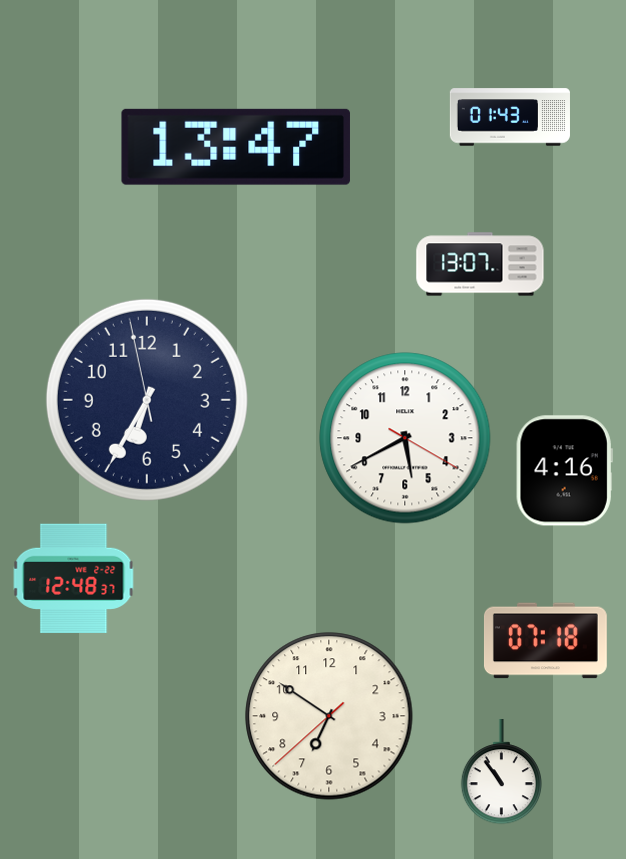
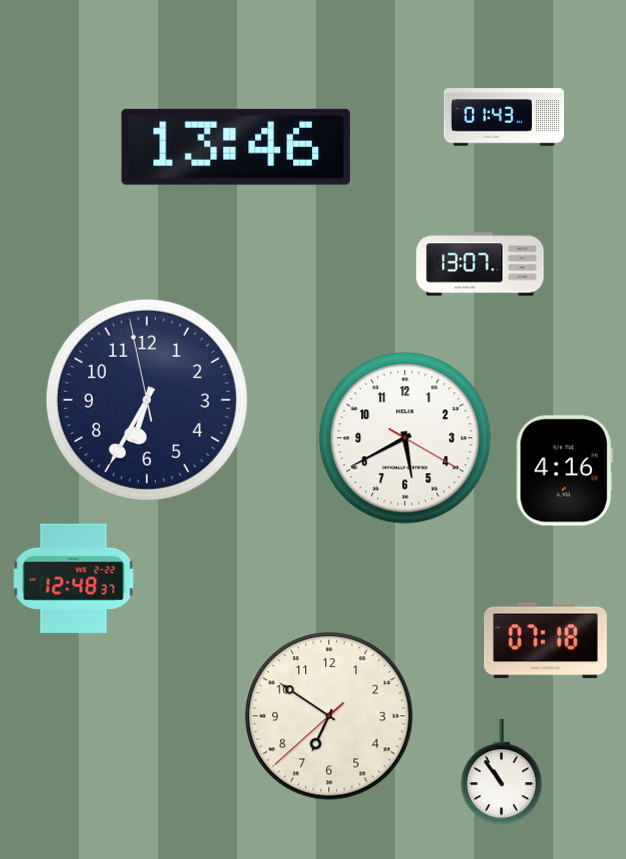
clock at (510, 117) position: (510, 117) -> (504, 117)
clock at (236, 147): 13:47 -> 13:46
